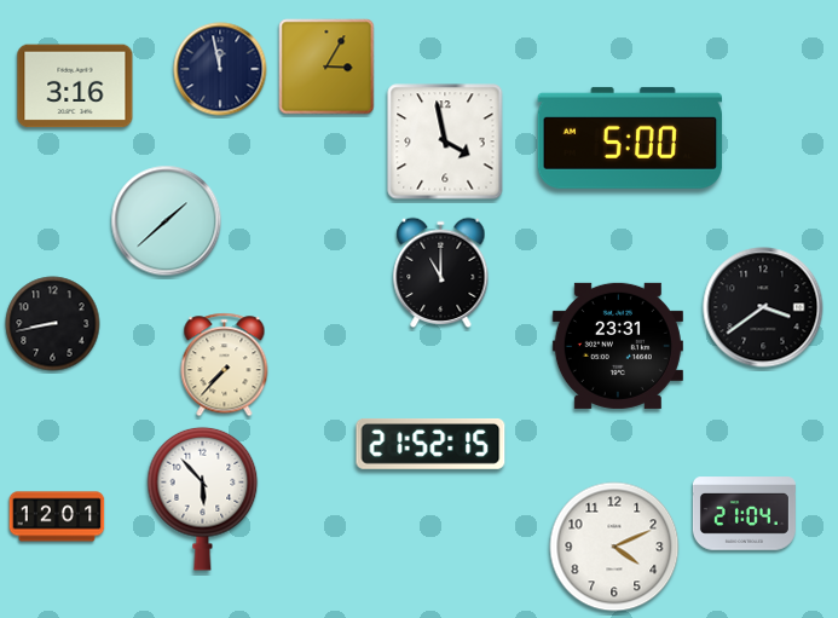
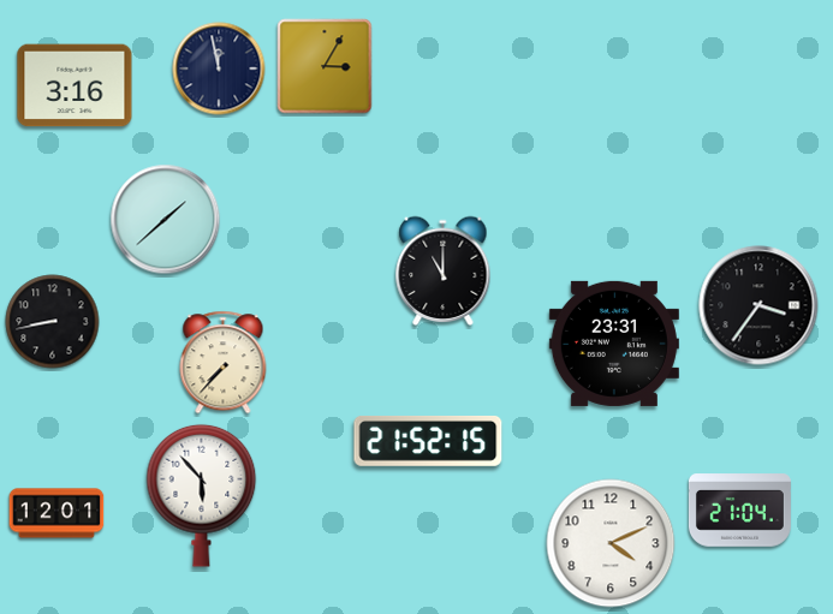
clock at (630, 138): 5:00 -> none
clock at (445, 141): 3:58 -> none
clock at (441, 272) position: (441, 272) -> (444, 270)
clock at (763, 307): 3:39 -> 3:36
